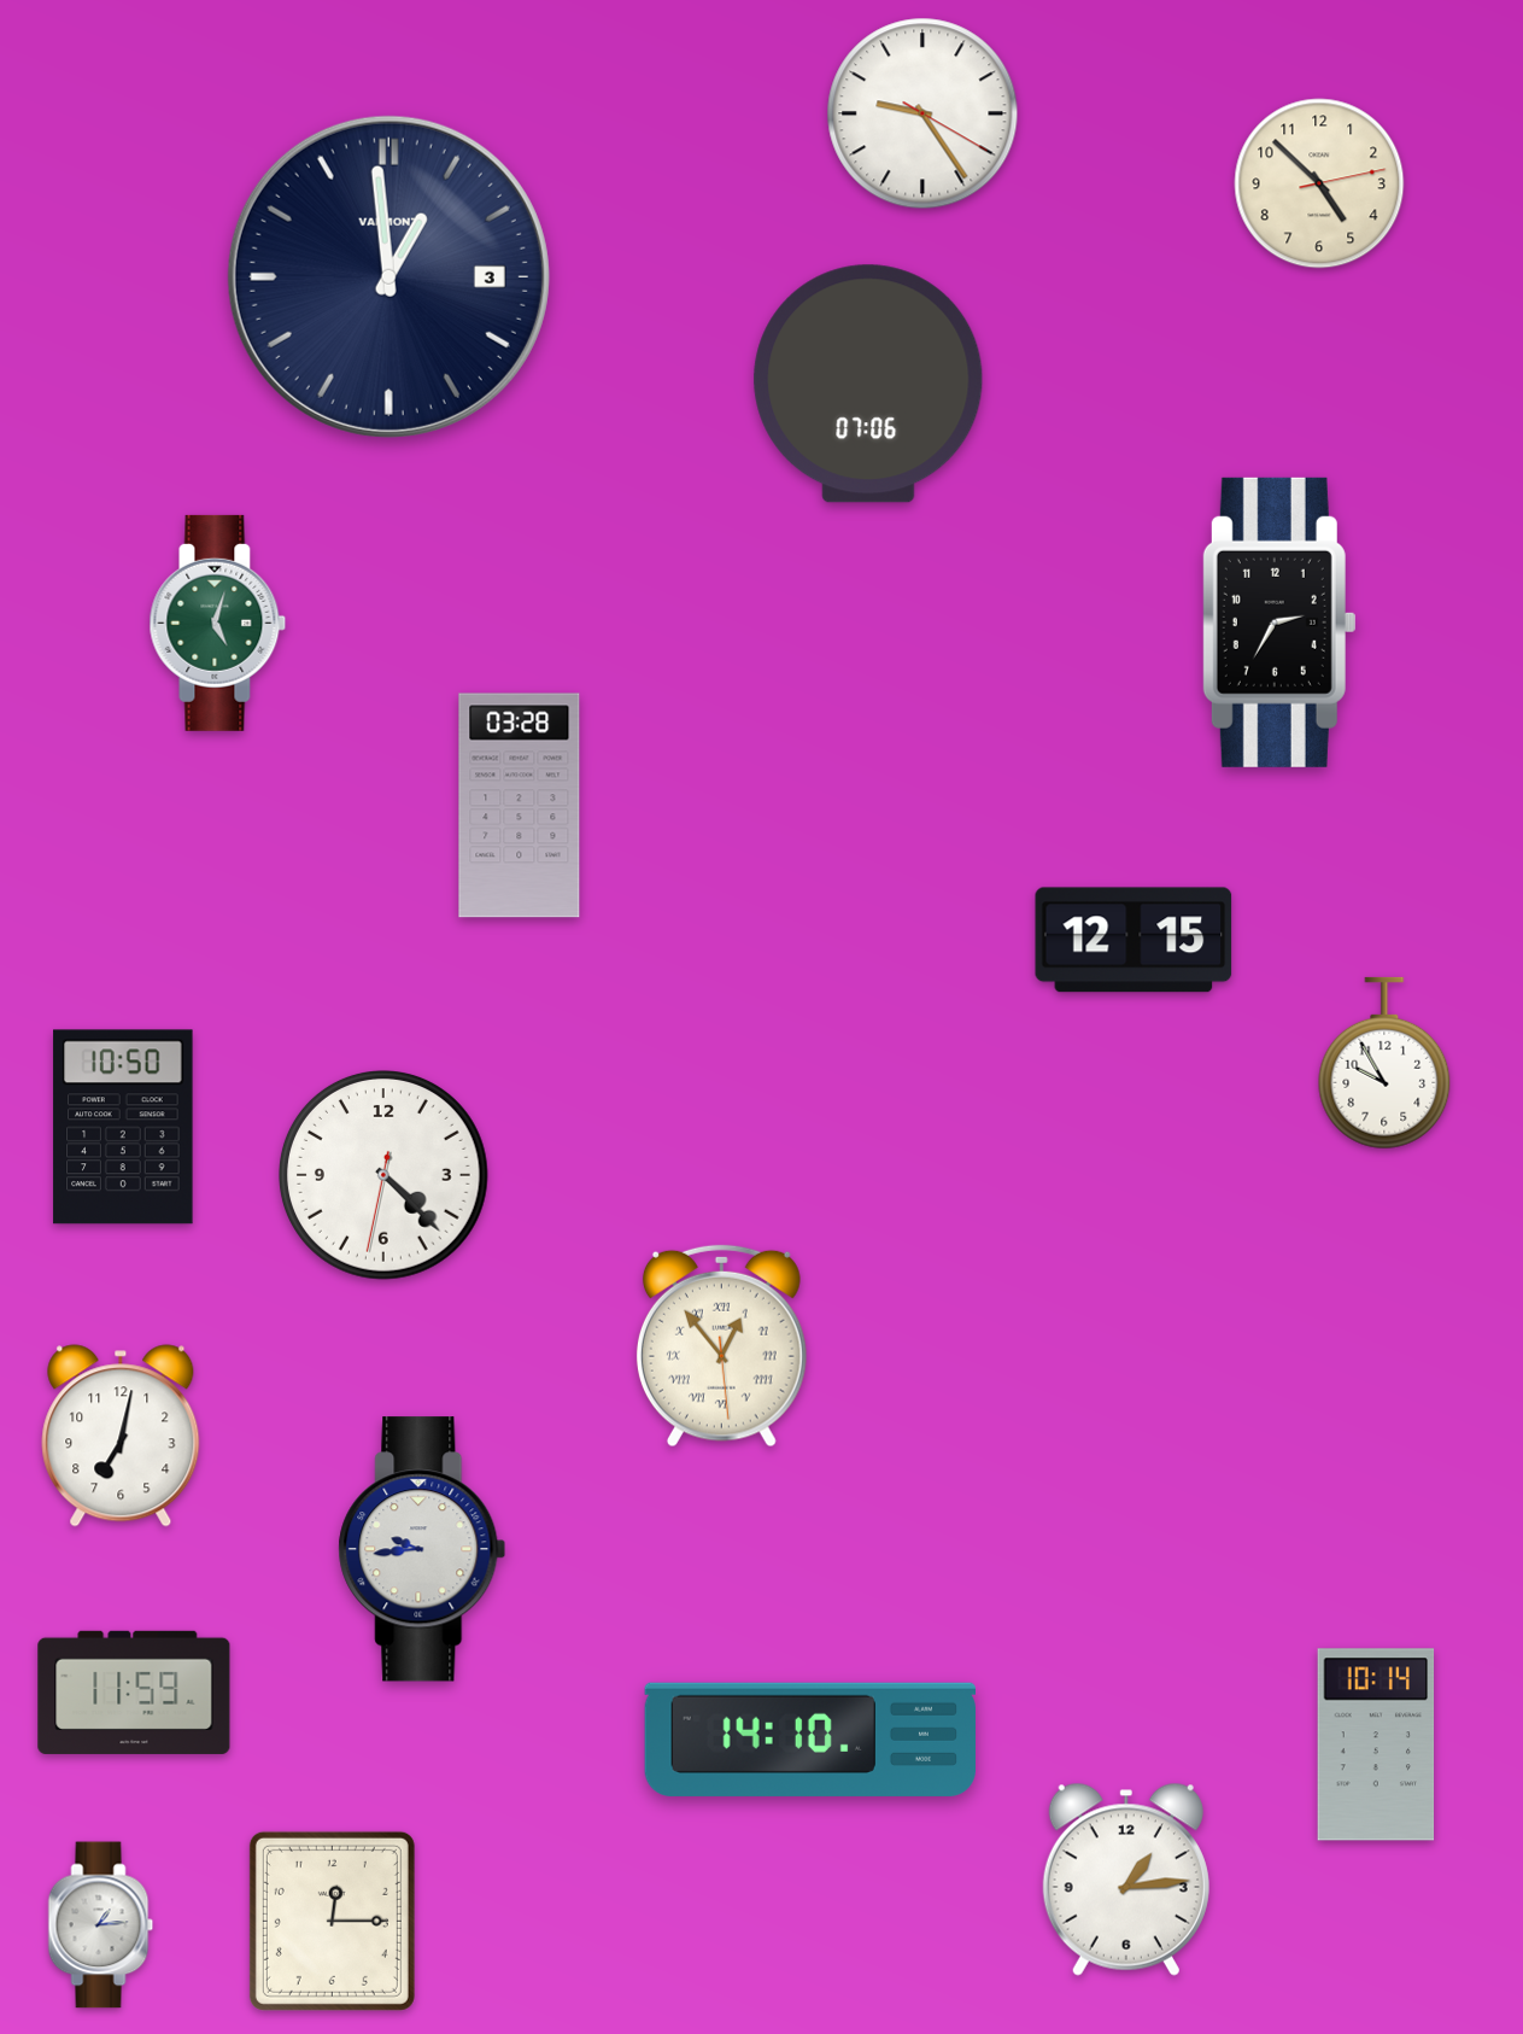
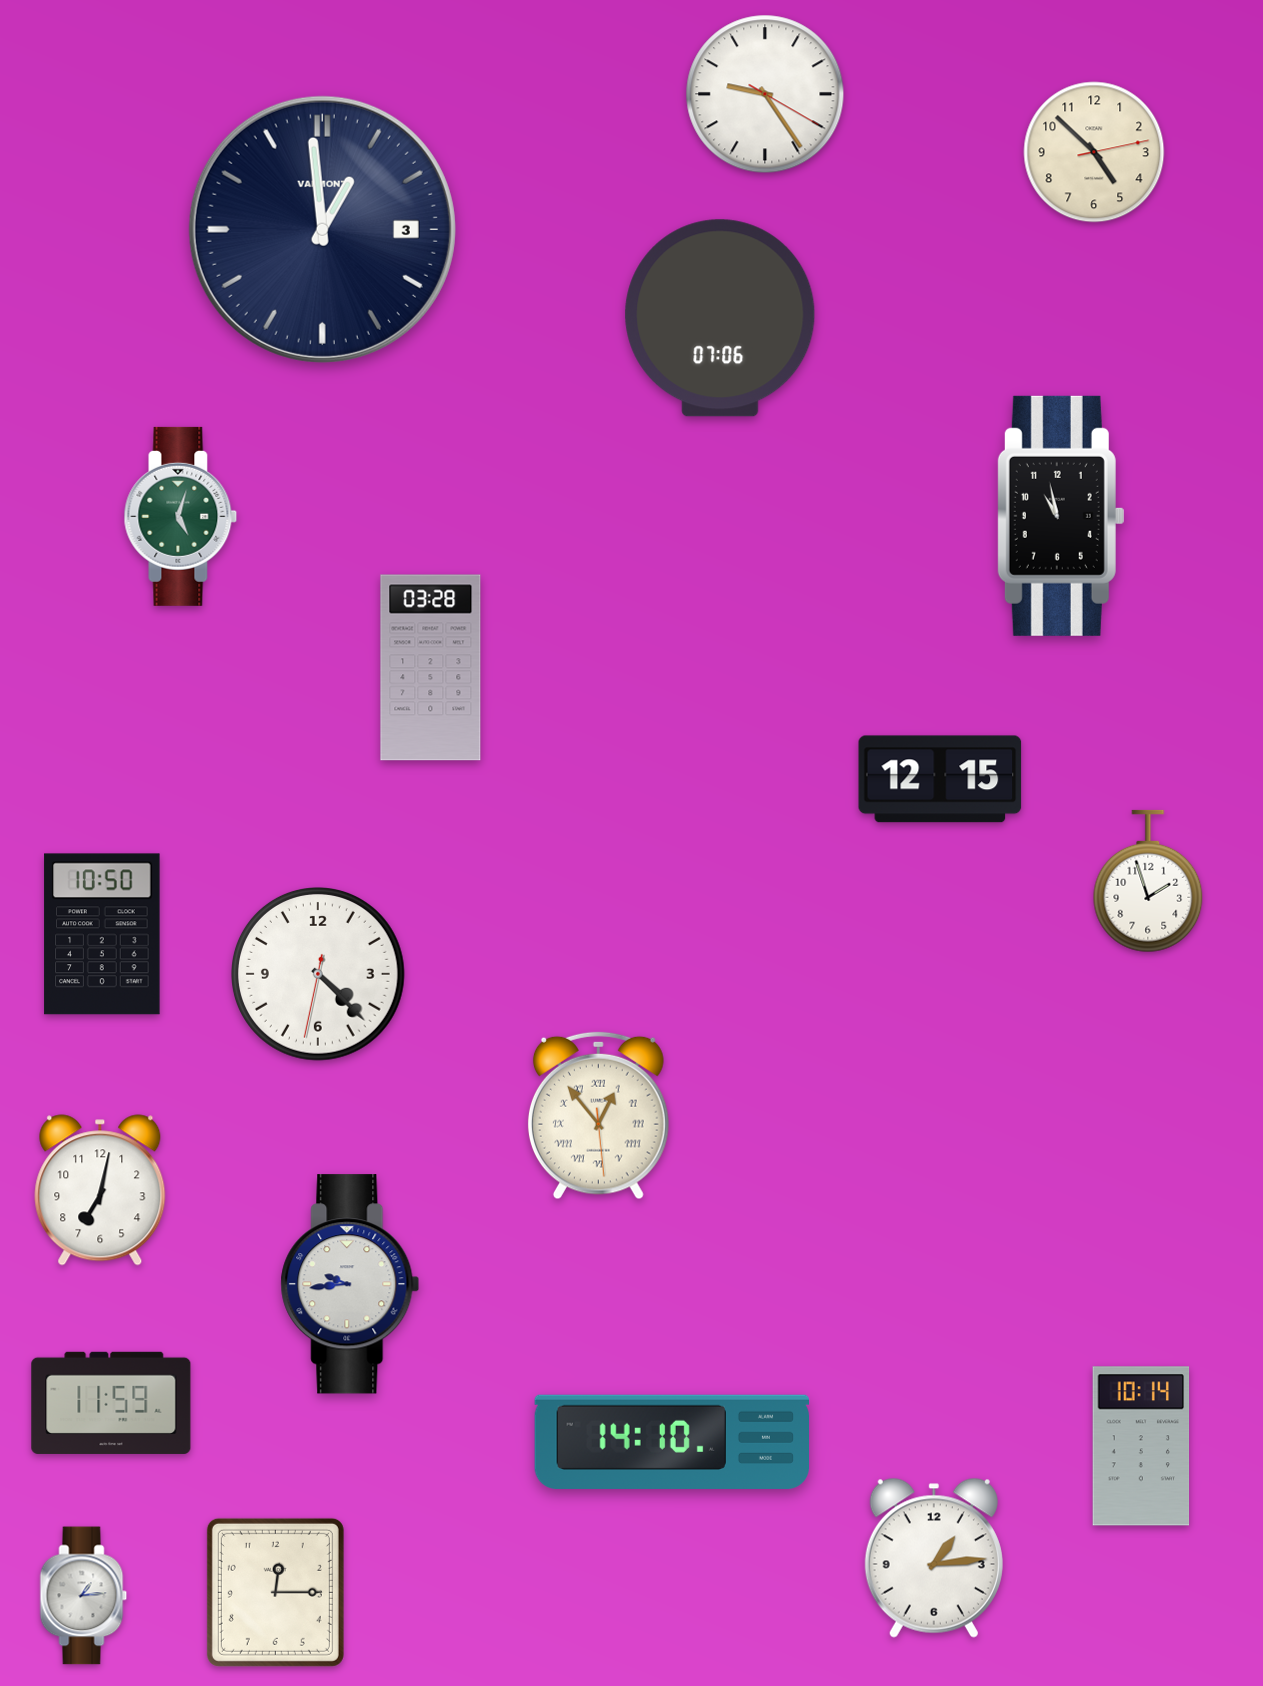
clock at (1279, 623): 2:35 -> 10:58
clock at (1384, 1063): 9:55 -> 1:57
